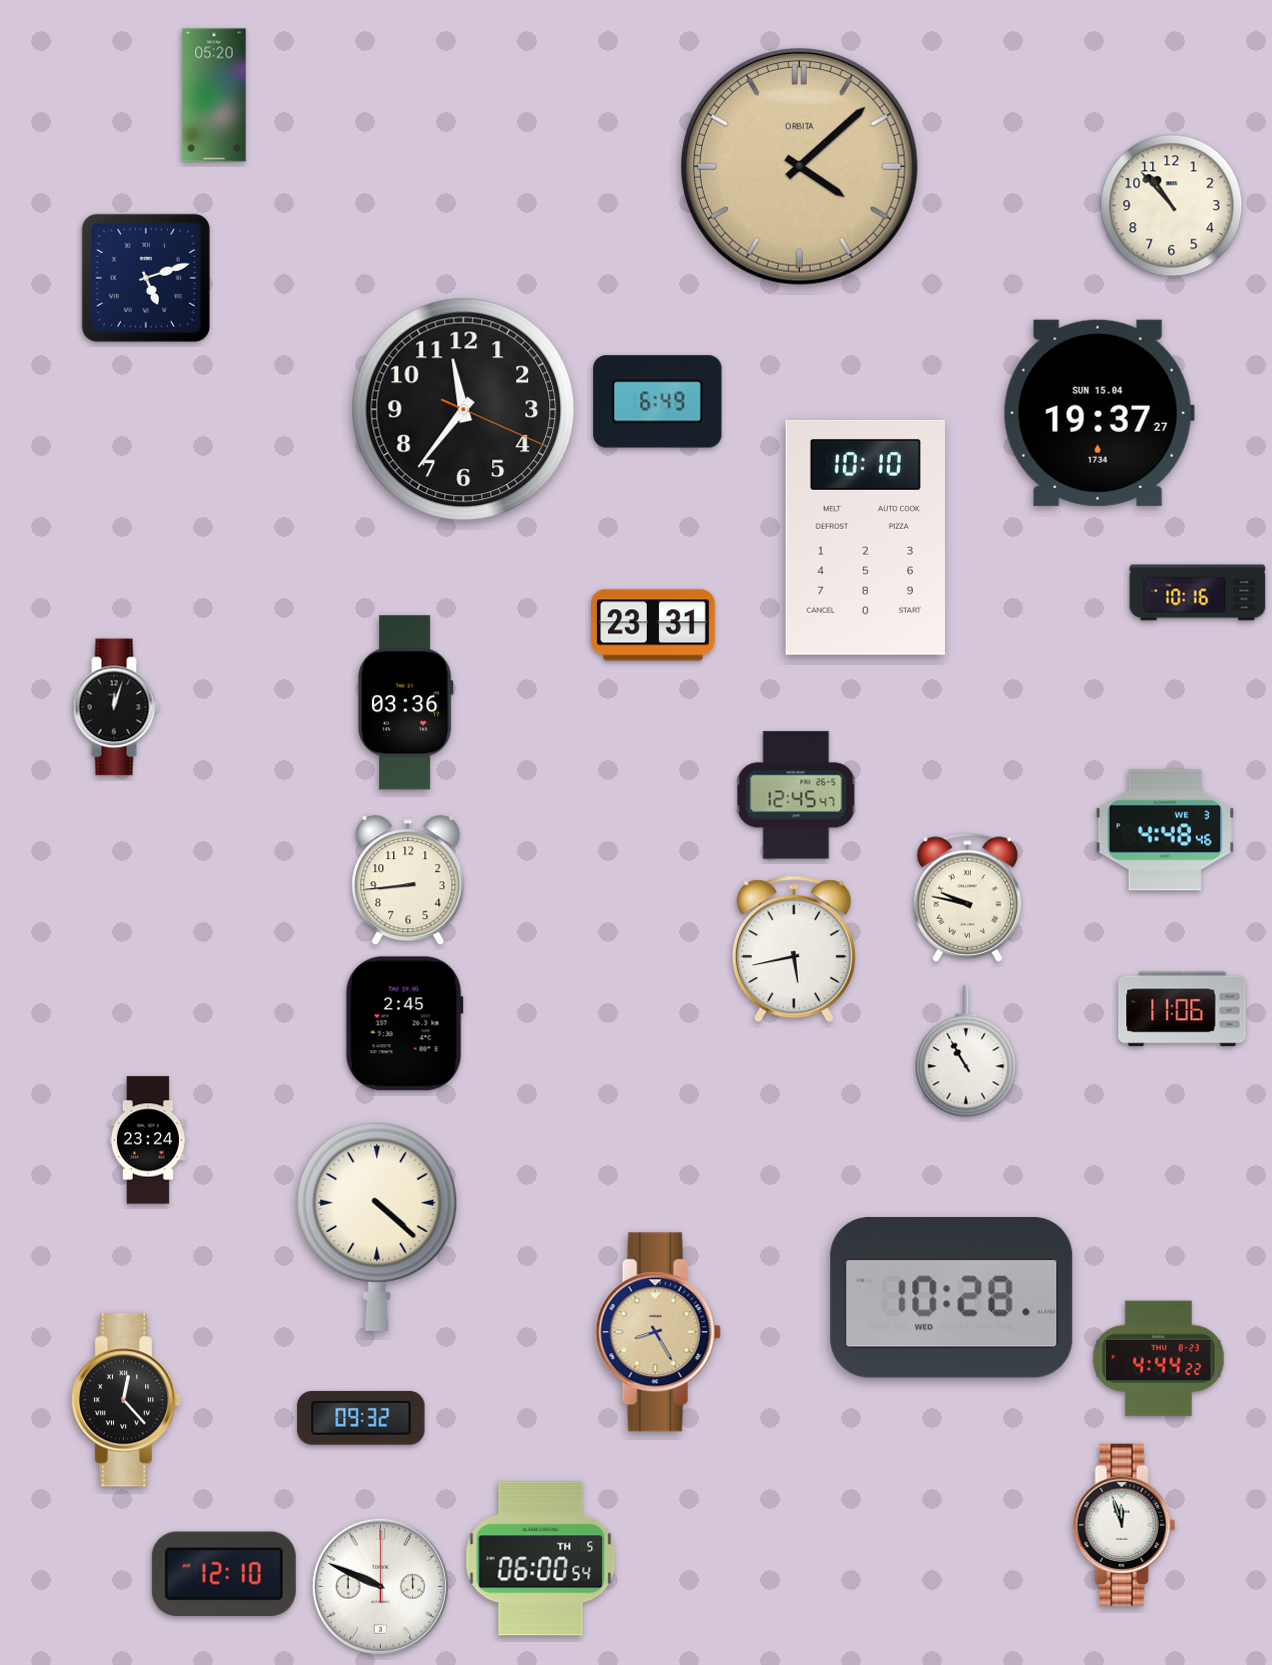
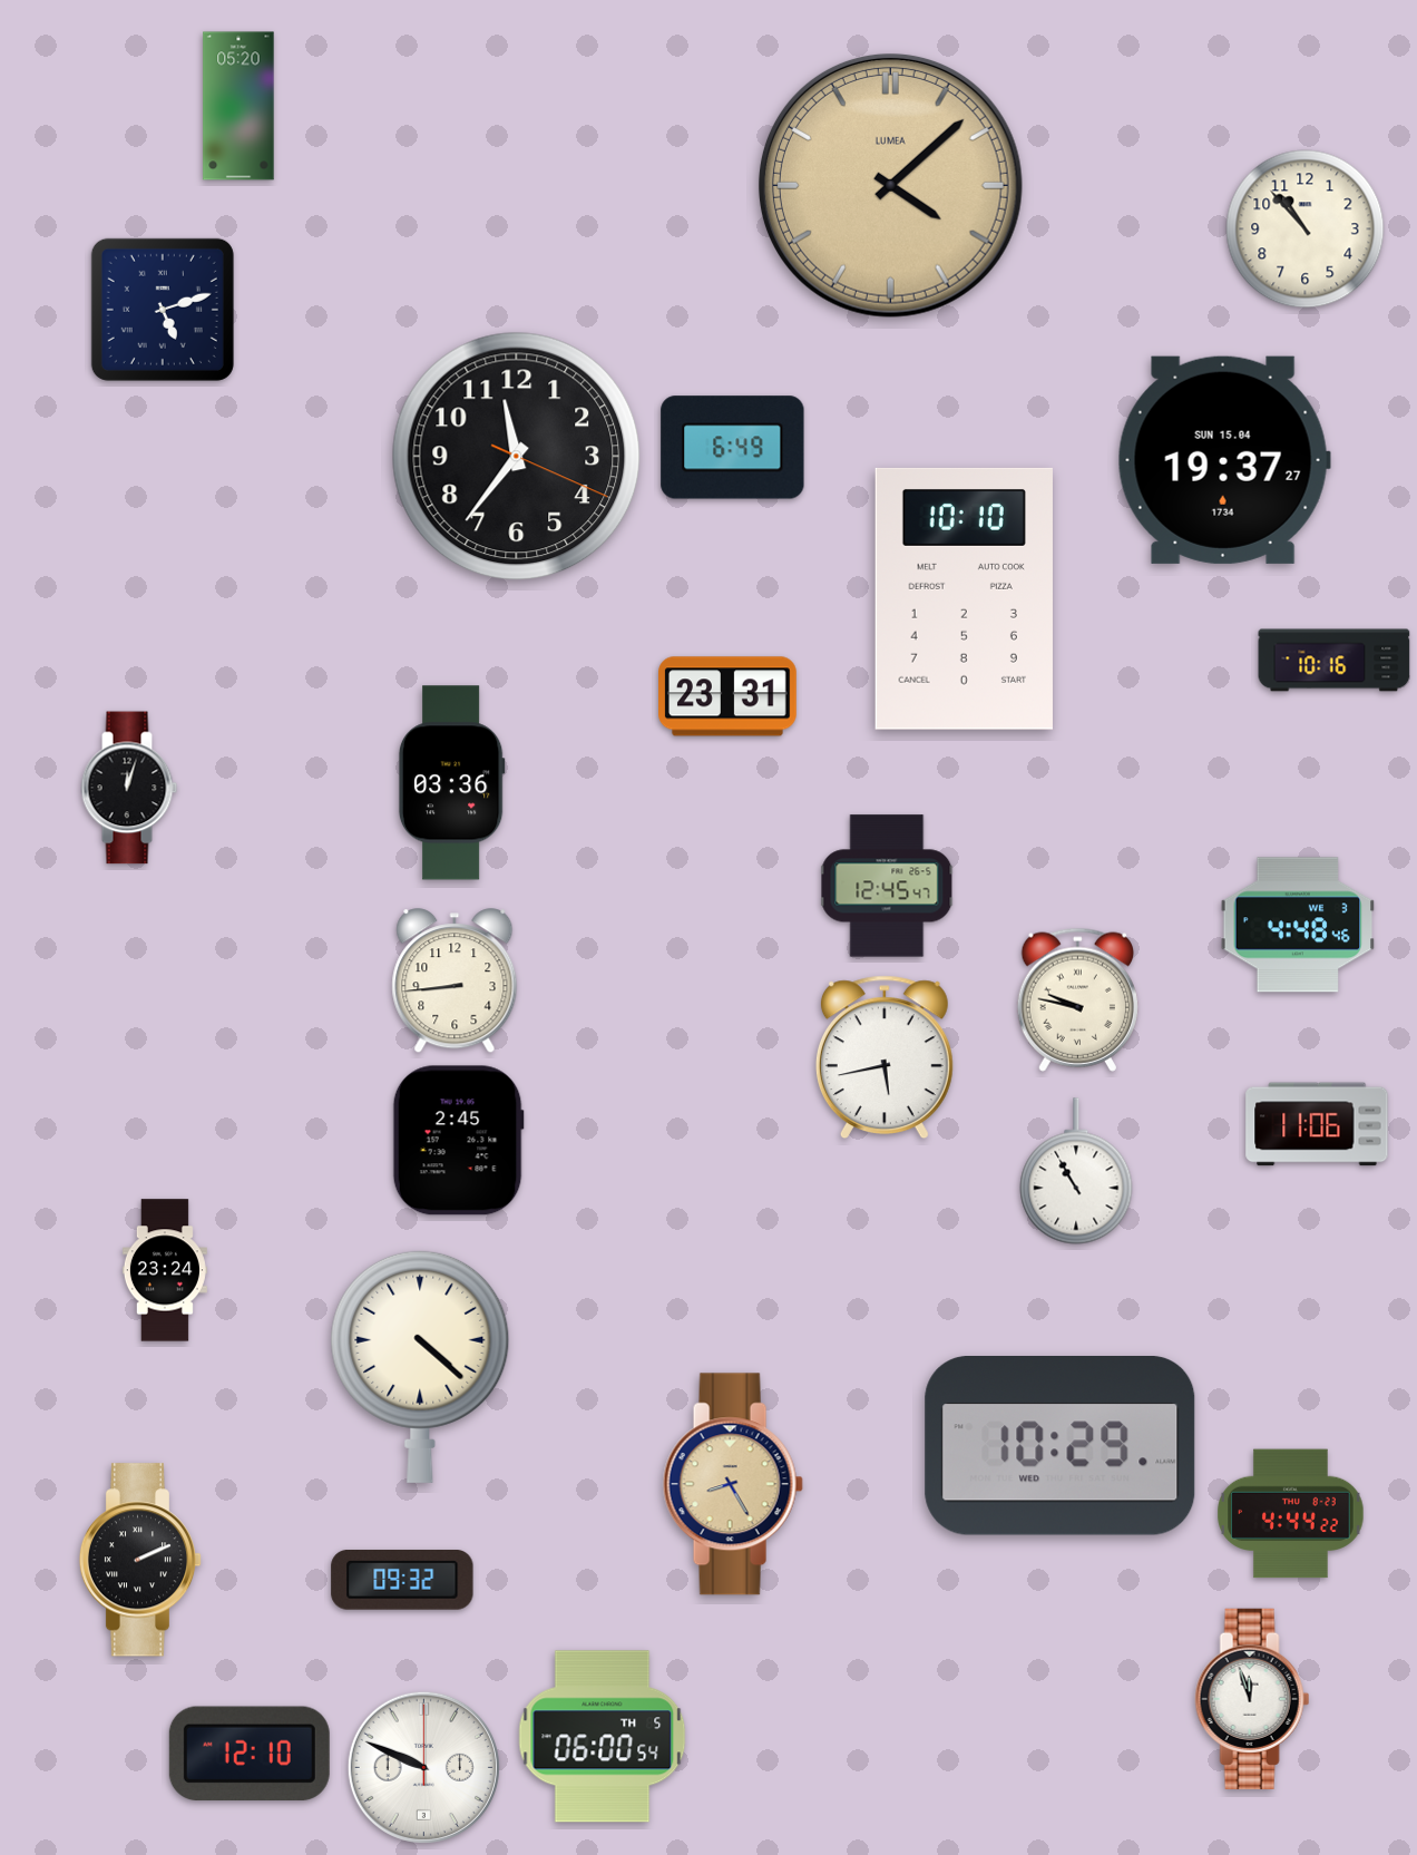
clock at (799, 166) brand: ORBITA -> LUMEA
clock at (404, 1024) position: (404, 1024) -> (458, 1141)
clock at (952, 1298): 10:28 -> 10:29
clock at (126, 1400): 12:23 -> 2:11
